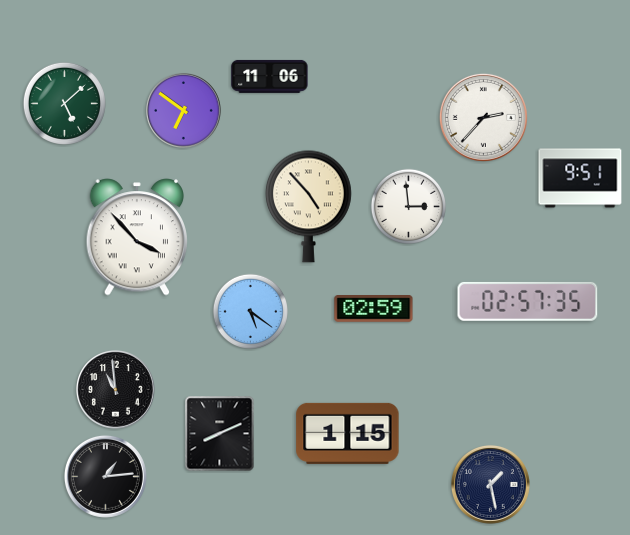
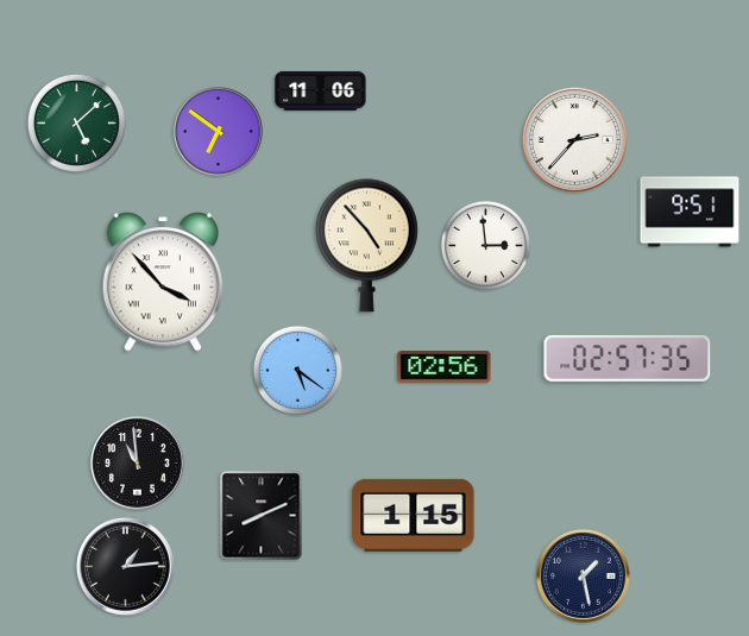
clock at (374, 309): 02:59 -> 02:56
